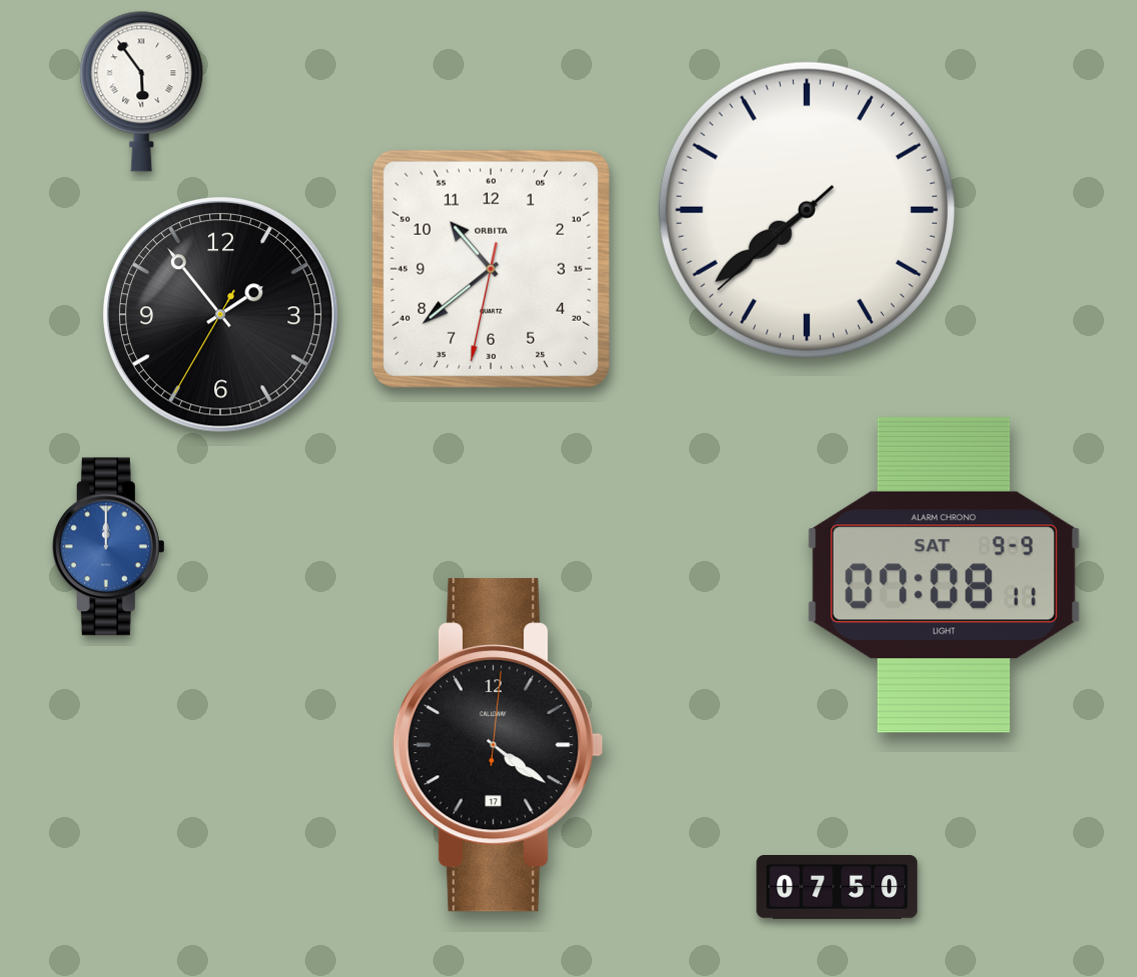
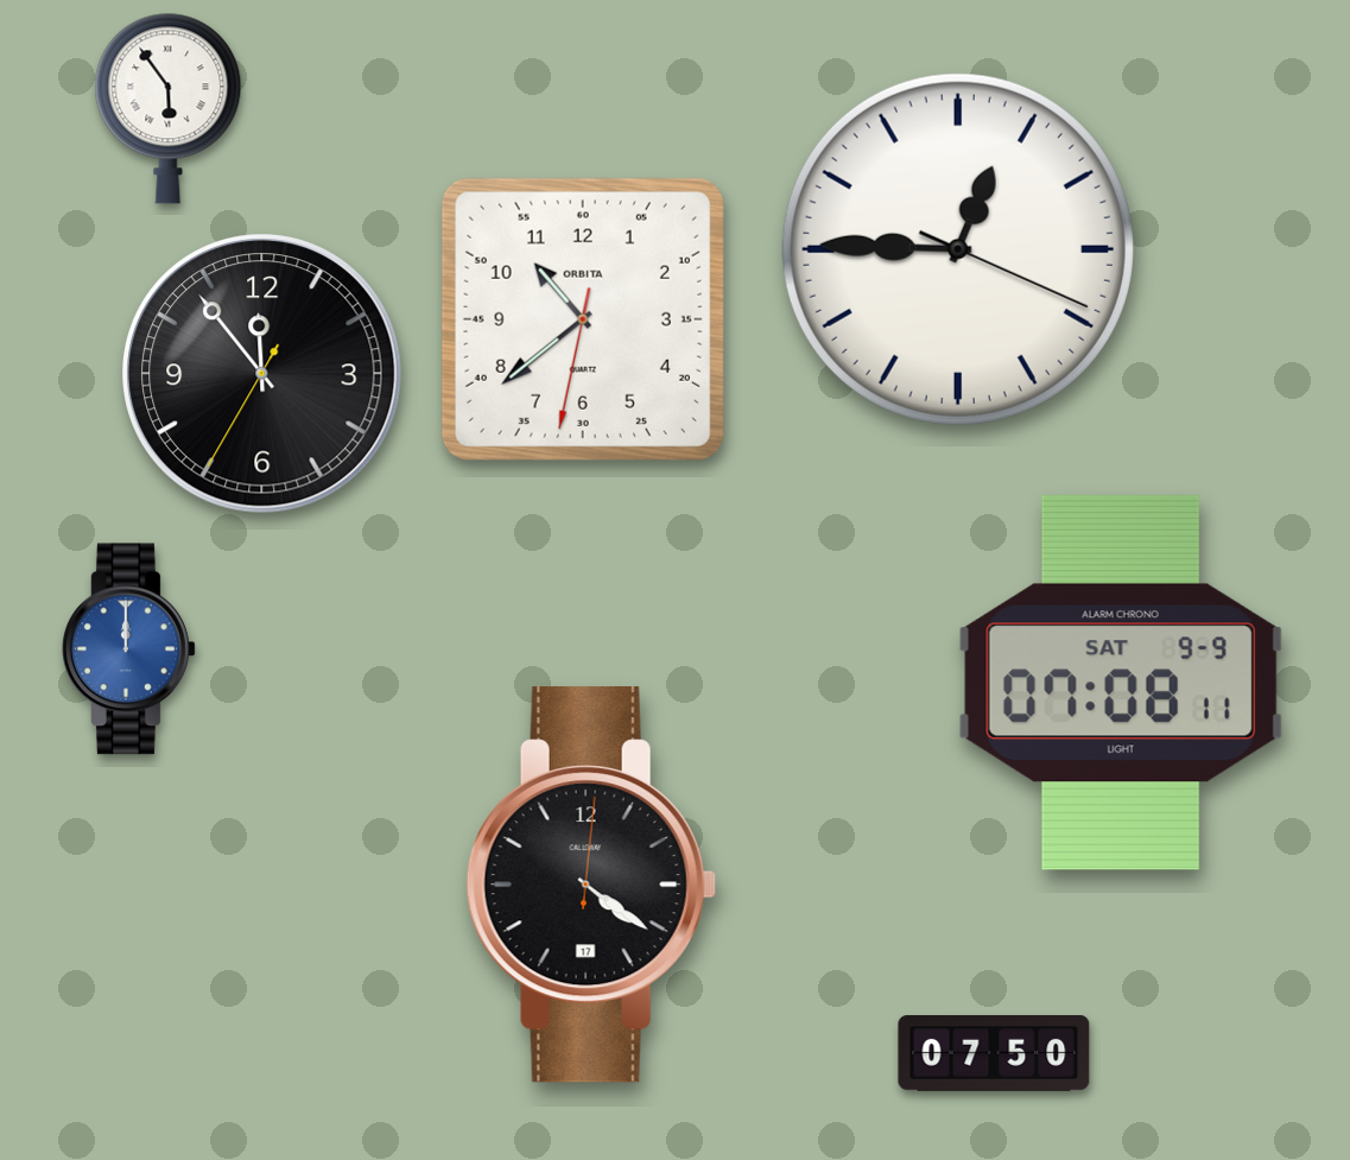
clock at (807, 210): 7:38 -> 12:45
clock at (221, 315): 1:53 -> 11:53
